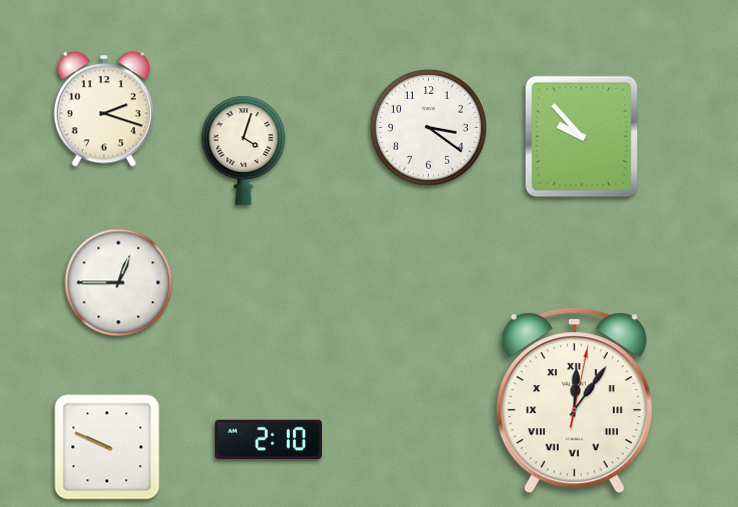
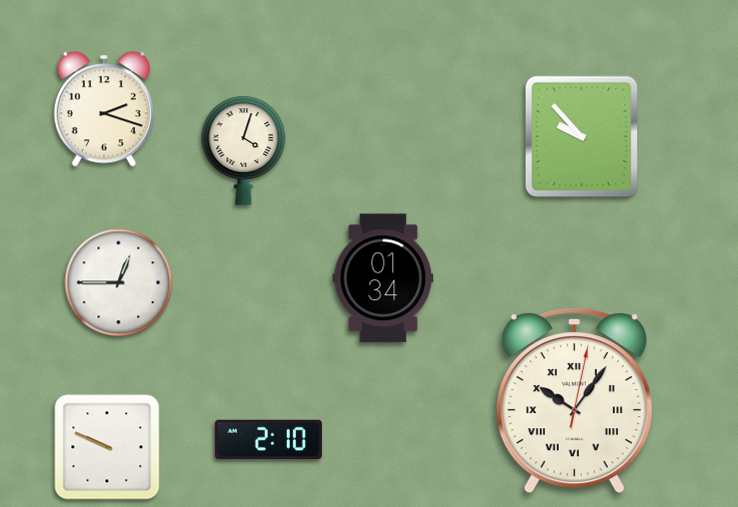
clock at (428, 127): 3:21 -> none
clock at (383, 278): none -> 01:34
clock at (574, 401): 12:06 -> 10:06
